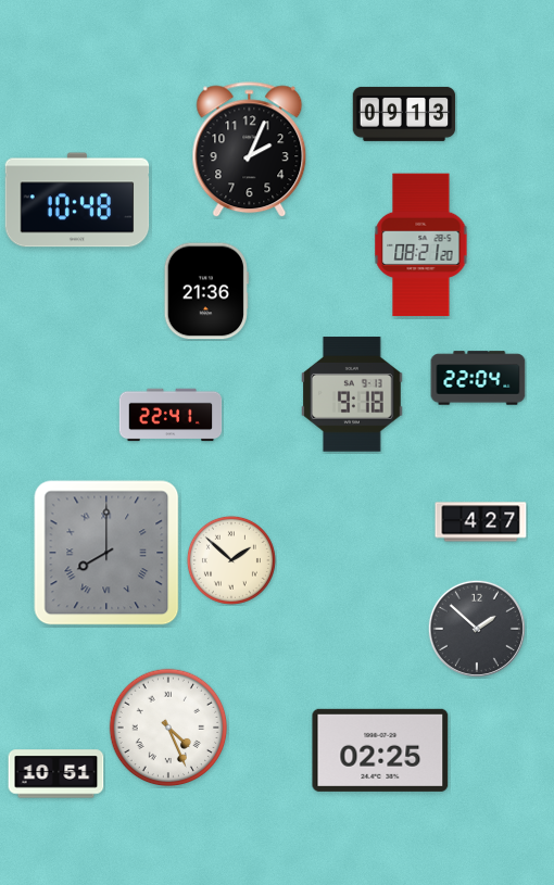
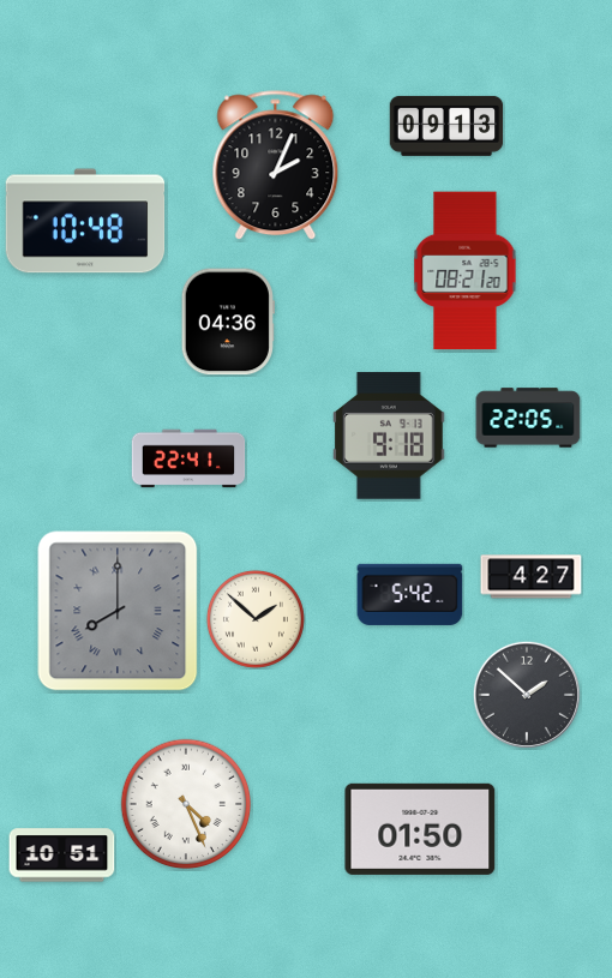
clock at (206, 291): 21:36 -> 04:36
clock at (478, 378): 22:04 -> 22:05
clock at (410, 594): none -> 5:42
clock at (380, 750): 02:25 -> 01:50
